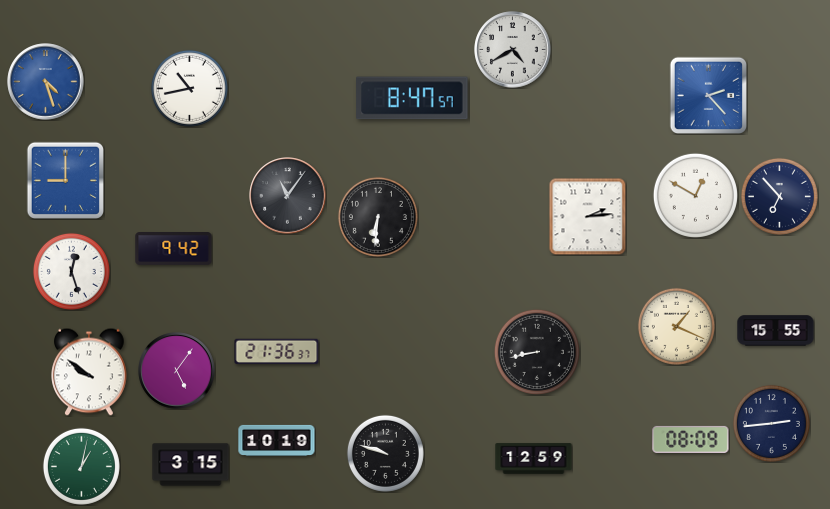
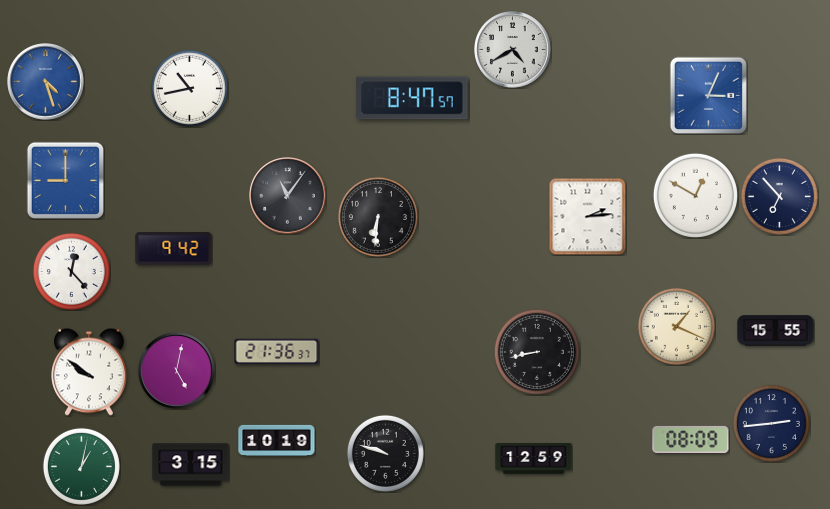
clock at (708, 95): 2:23 -> 3:04
clock at (71, 271): 12:27 -> 12:23
clock at (177, 371): 5:06 -> 5:02
